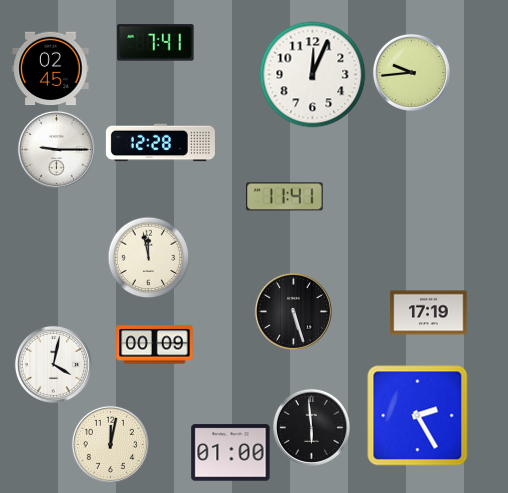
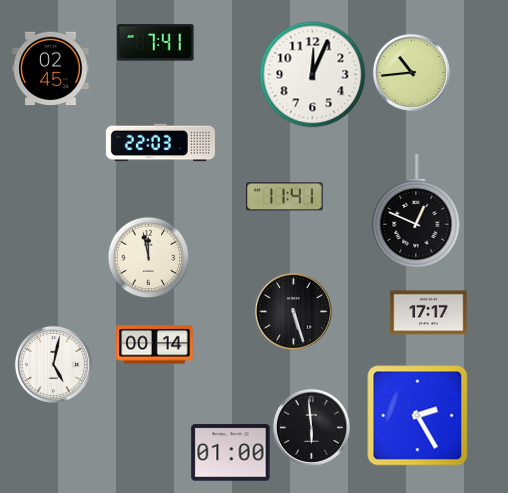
clock at (411, 72): 9:44 -> 10:44
clock at (160, 143): 12:28 -> 22:03
clock at (56, 149): 9:15 -> none
clock at (416, 211): none -> 12:49
clock at (429, 313): 17:19 -> 17:17
clock at (155, 345): 00:09 -> 00:14
clock at (53, 364): 4:02 -> 5:02
clock at (110, 444): 12:02 -> none
